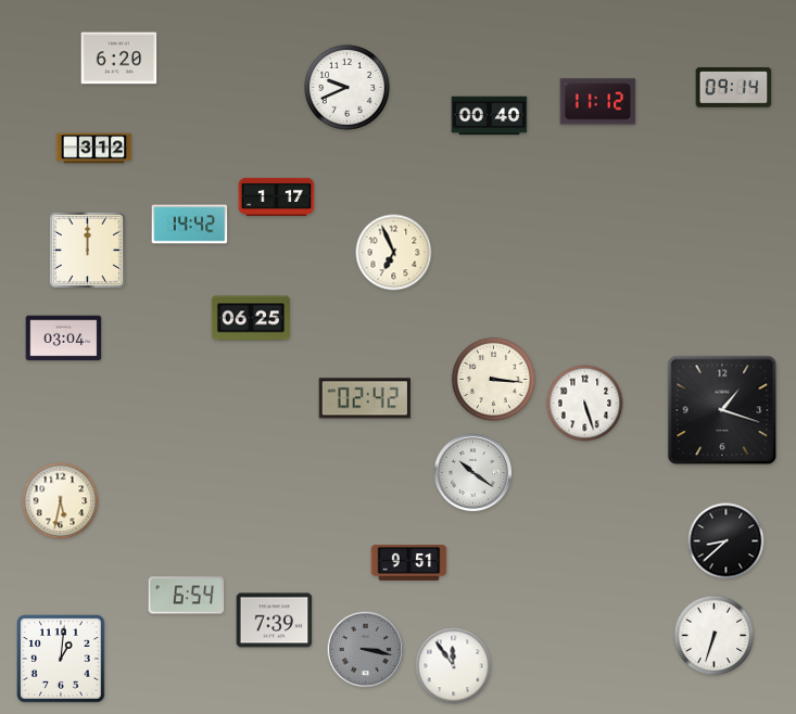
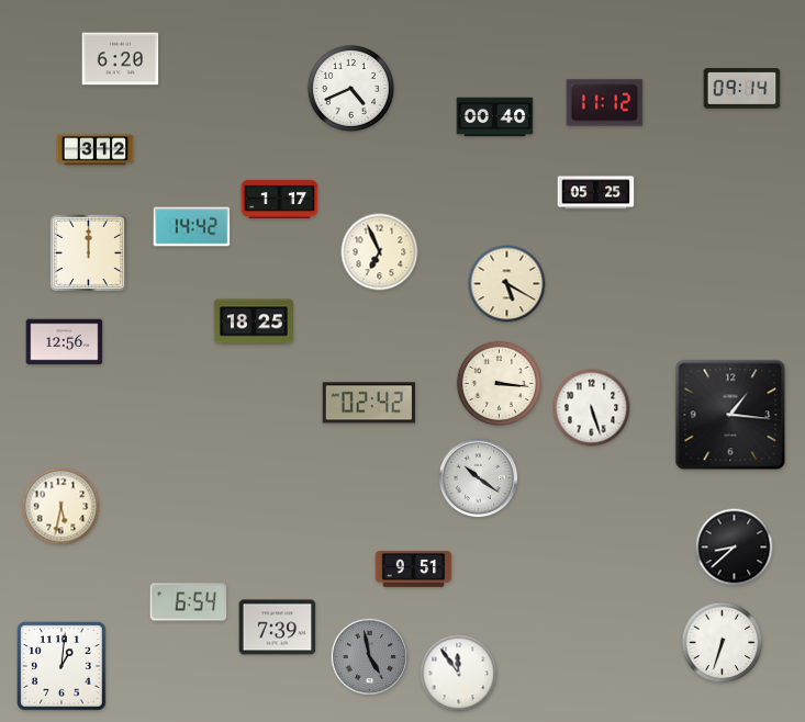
clock at (346, 87): 9:41 -> 4:41
clock at (596, 193): none -> 05:25
clock at (394, 253) position: (394, 253) -> (380, 252)
clock at (507, 284): none -> 5:20
clock at (251, 318): 06:25 -> 18:25
clock at (64, 339): 03:04 -> 12:56
clock at (722, 410): 1:18 -> 1:16
clock at (366, 650): 3:17 -> 4:58
